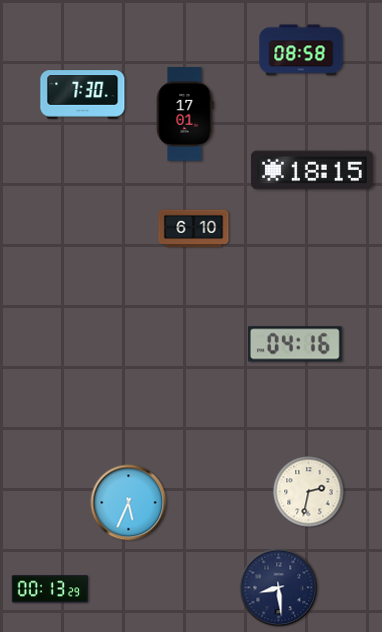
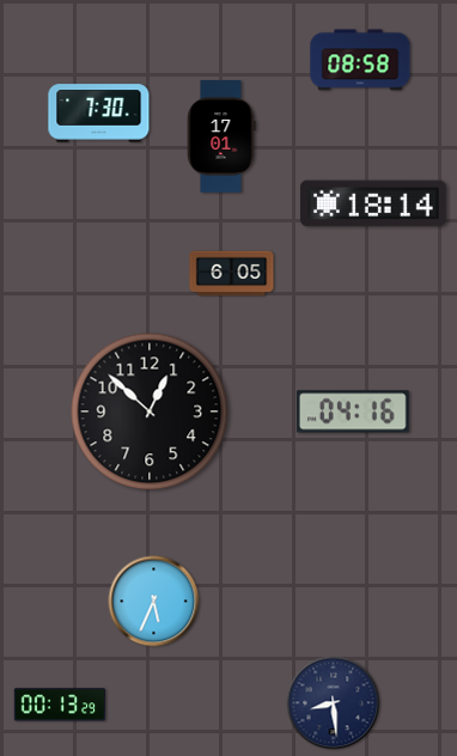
clock at (312, 170): 18:15 -> 18:14
clock at (194, 229): 6:10 -> 6:05
clock at (150, 411): none -> 12:52
clock at (309, 492): 2:32 -> none
